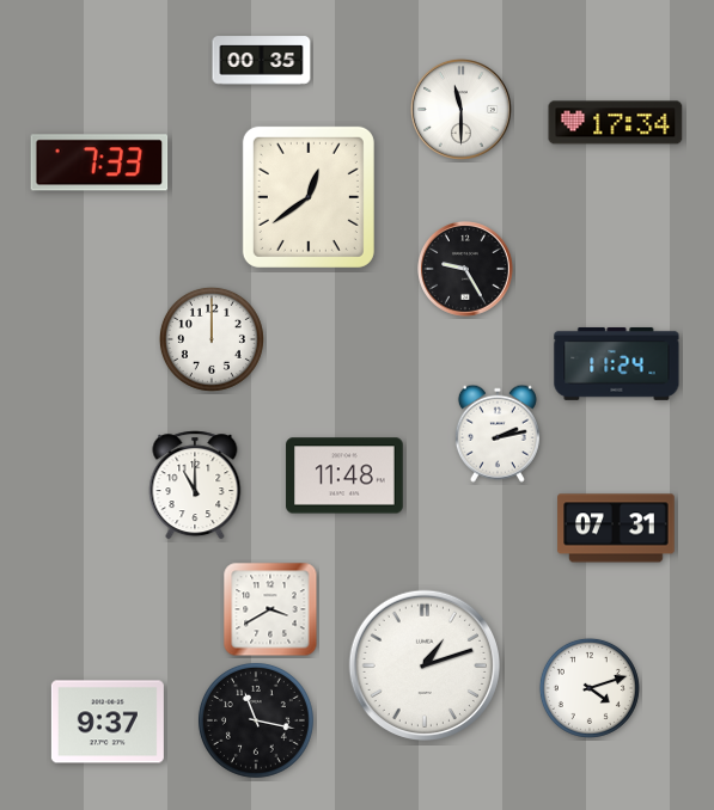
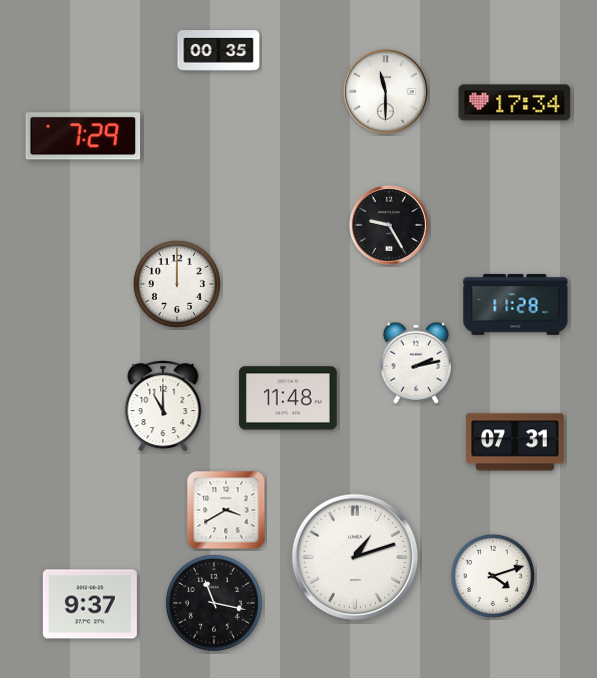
clock at (99, 162): 7:33 -> 7:29
clock at (309, 197): 12:39 -> none
clock at (617, 363): 11:24 -> 11:28
